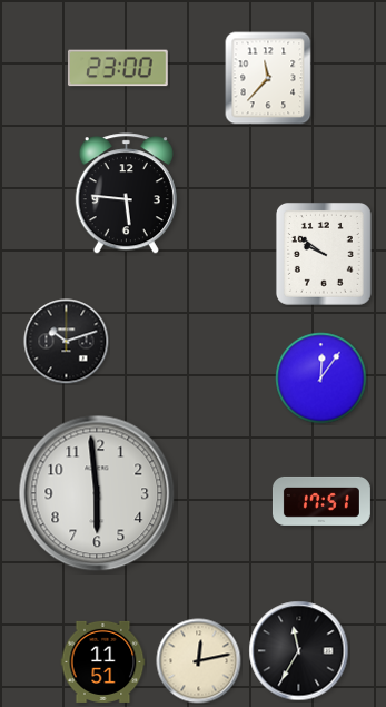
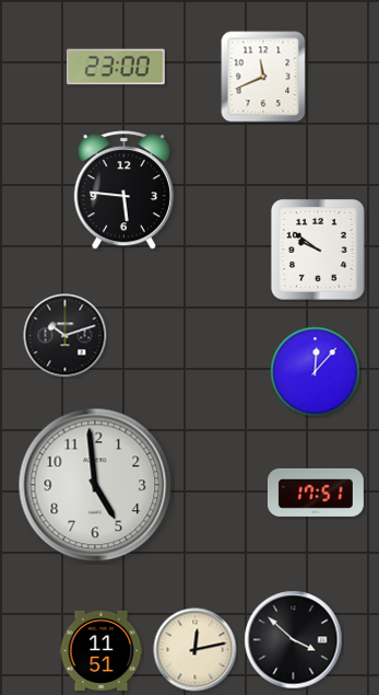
clock at (268, 78): 11:37 -> 11:41
clock at (321, 379): 12:06 -> 12:07
clock at (97, 493): 5:59 -> 4:59
clock at (299, 651): 11:35 -> 3:52
